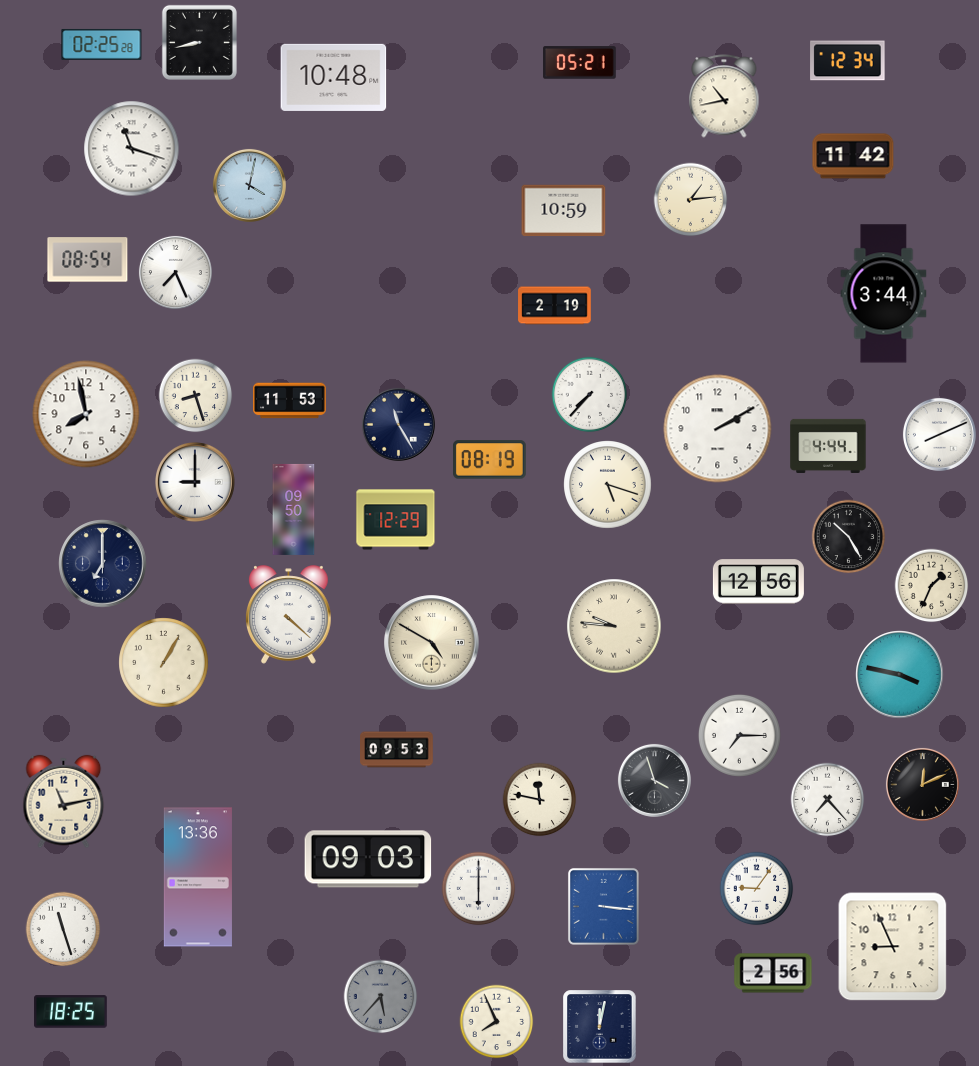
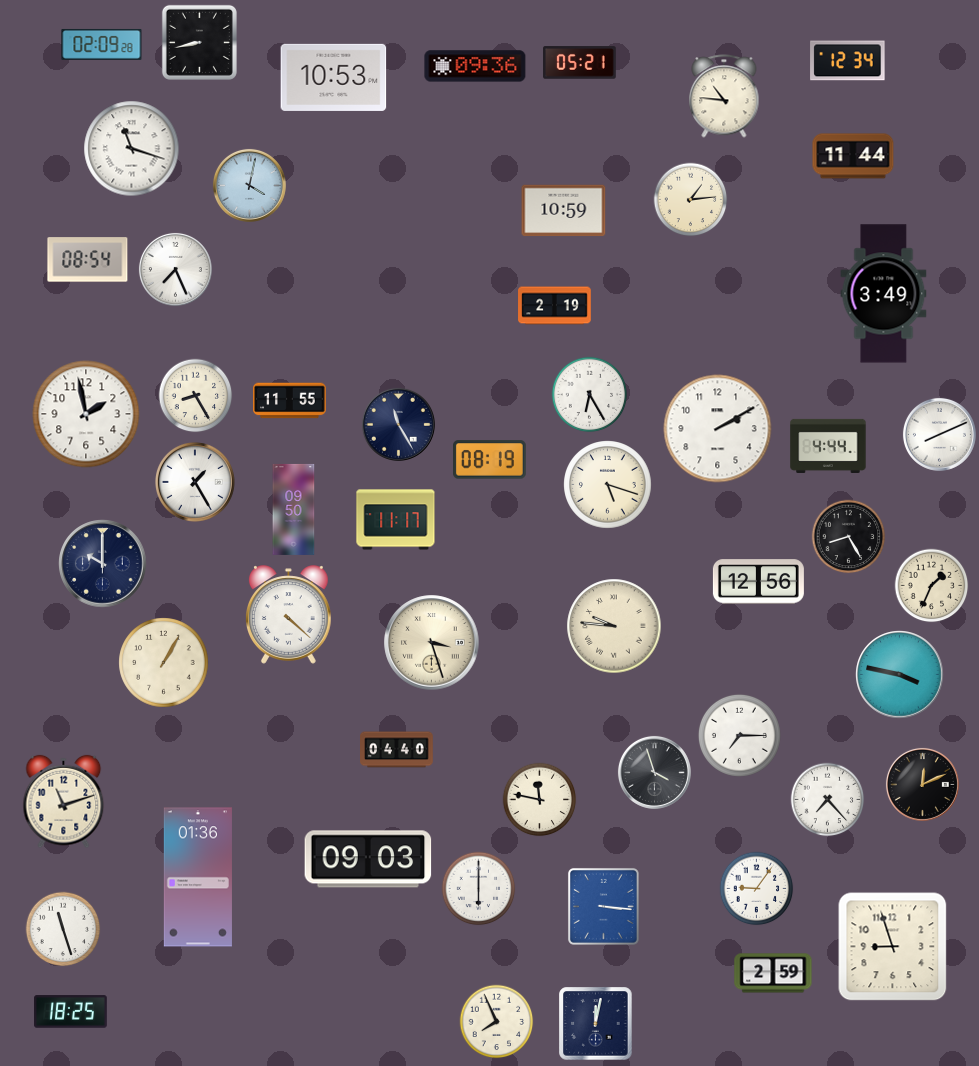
clock at (102, 44): 02:25 -> 02:09
clock at (475, 66): none -> 09:36
clock at (334, 77): 10:48 -> 10:53
clock at (724, 96): 10:43 -> 10:46
clock at (853, 156): 11:42 -> 11:44
clock at (175, 272) position: (175, 272) -> (175, 269)
clock at (884, 294): 3:44 -> 3:49
clock at (590, 395): 7:37 -> 6:25
clock at (196, 396): 8:27 -> 8:25
clock at (290, 401): 11:53 -> 11:55
clock at (86, 414): 7:58 -> 1:58
clock at (196, 483): 9:00 -> 1:25
clock at (396, 520): 12:29 -> 11:17
clock at (849, 537): 10:25 -> 8:25
clock at (103, 564): 7:00 -> 10:00
clock at (432, 643): 4:50 -> 3:27
clock at (397, 750): 09:53 -> 04:40
clock at (654, 780) position: (654, 780) -> (654, 772)
clock at (64, 802): 11:13 -> 11:12
clock at (198, 877): 13:36 -> 01:36
clock at (893, 947): 8:56 -> 8:57
clock at (773, 973): 2:56 -> 2:59
clock at (381, 997): 5:37 -> none
clock at (600, 1027) position: (600, 1027) -> (596, 1024)
